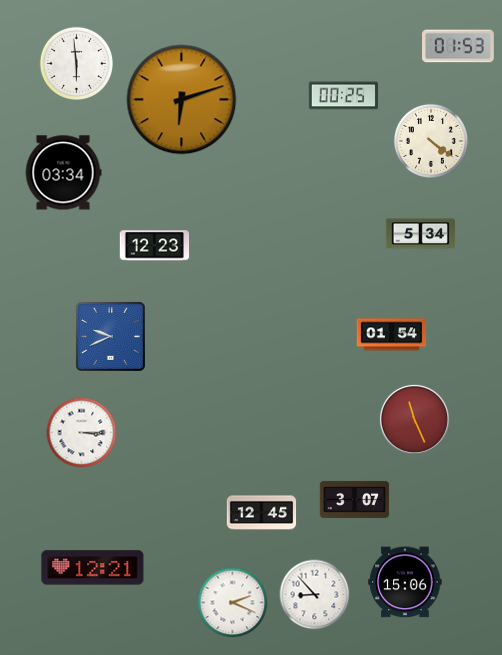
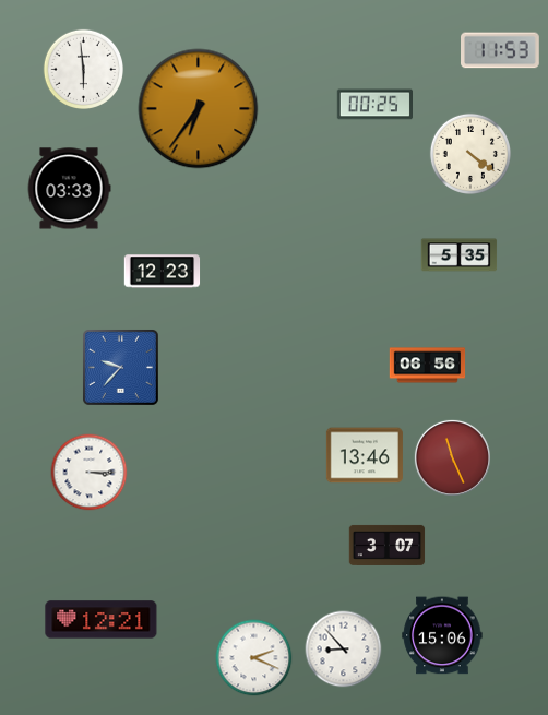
clock at (459, 46): 01:53 -> 11:53
clock at (182, 100): 6:12 -> 6:36
clock at (63, 173): 03:34 -> 03:33
clock at (421, 234): 5:34 -> 5:35
clock at (155, 246) position: (155, 246) -> (163, 272)
clock at (392, 335): 01:54 -> 06:56
clock at (111, 337): 9:41 -> 9:37
clock at (365, 455): none -> 13:46
clock at (262, 513): 12:45 -> none
